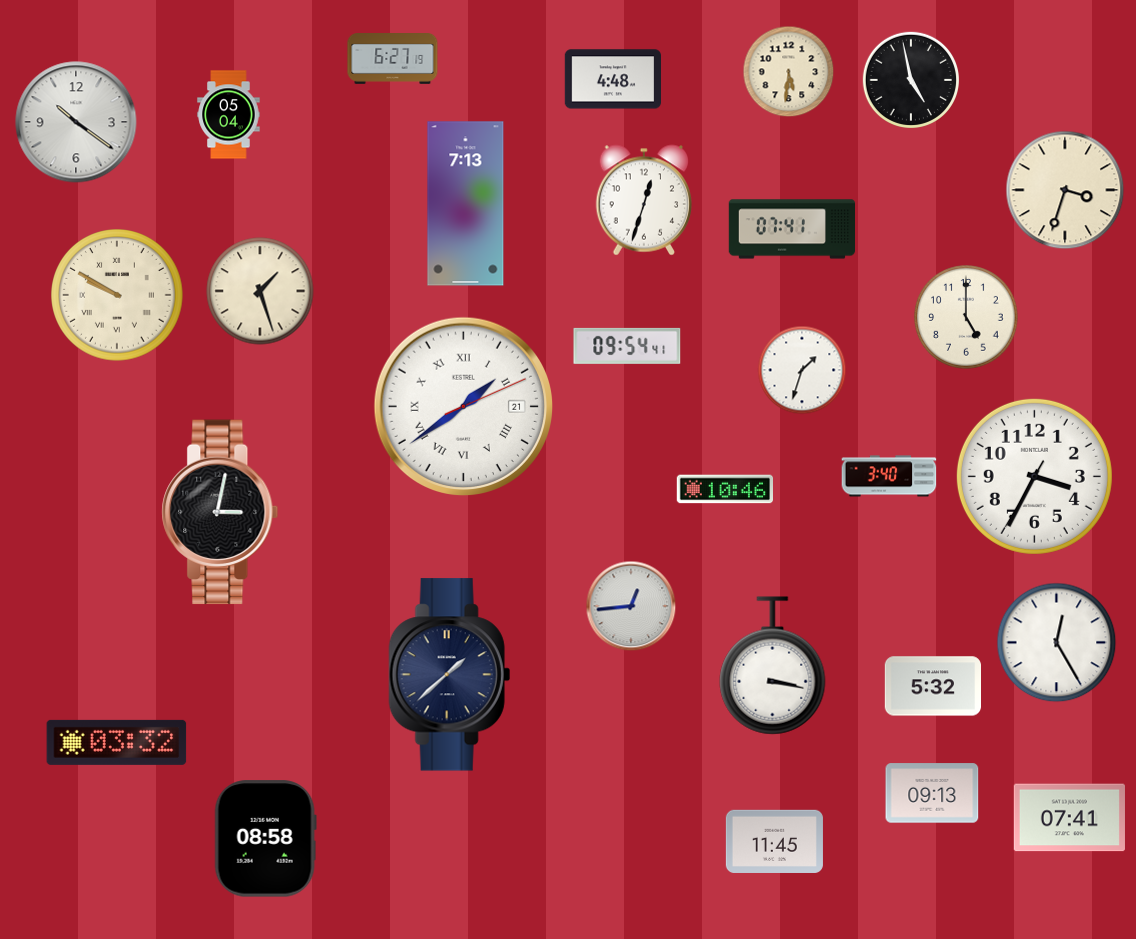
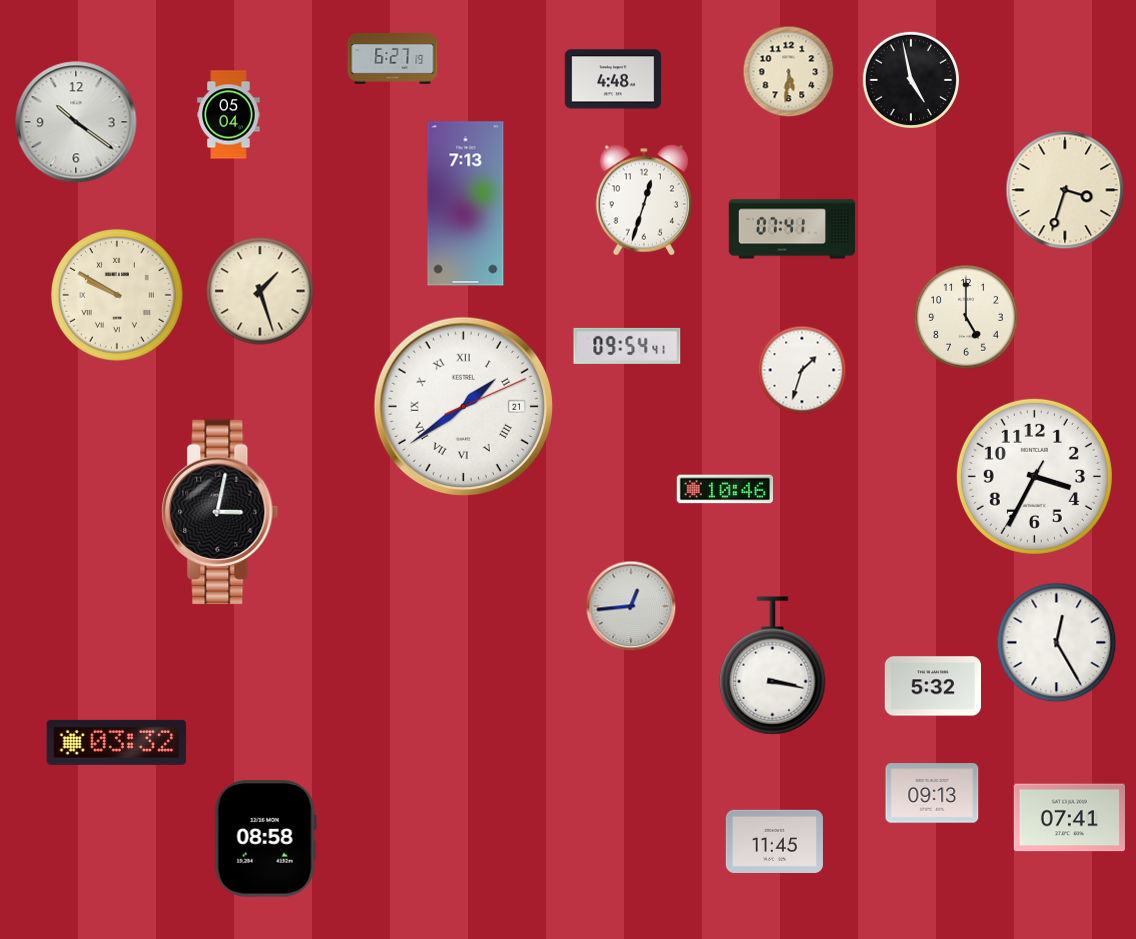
clock at (889, 476): 3:40 -> none
clock at (449, 675): 1:38 -> none
